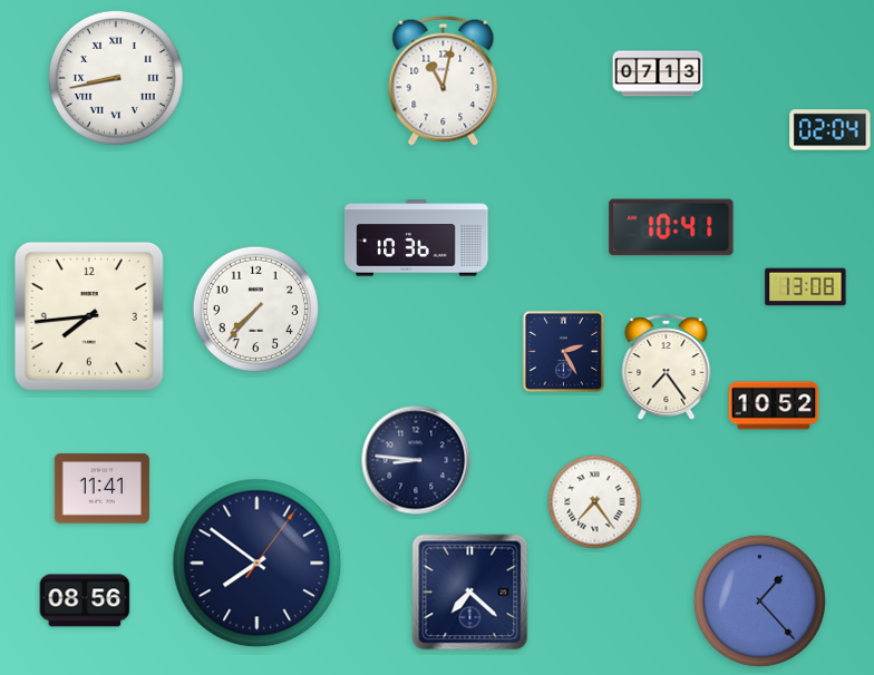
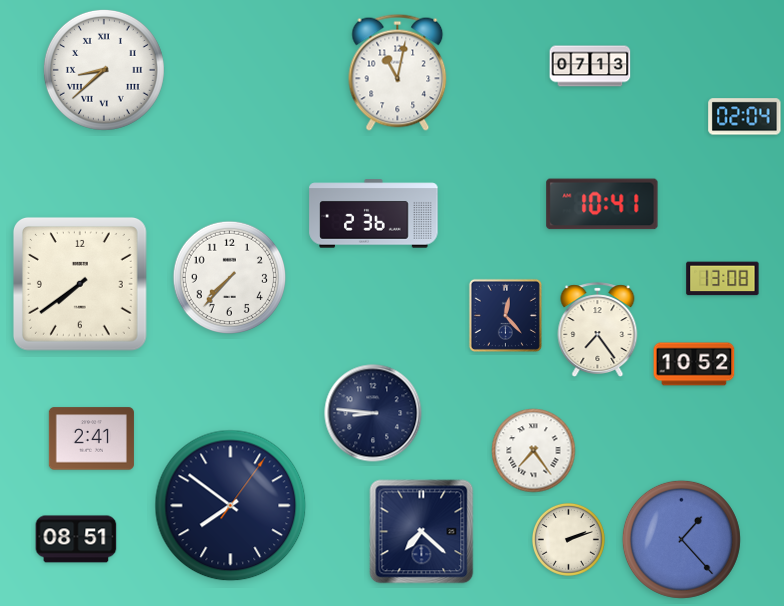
clock at (116, 78): 8:43 -> 8:38
clock at (417, 238): 10:36 -> 2:36
clock at (806, 287) position: (806, 287) -> (723, 279)
clock at (89, 316): 7:44 -> 7:39
clock at (563, 351): 2:25 -> 12:23
clock at (101, 489): 11:41 -> 2:41
clock at (85, 600): 08:56 -> 08:51
clock at (568, 539): none -> 2:12
